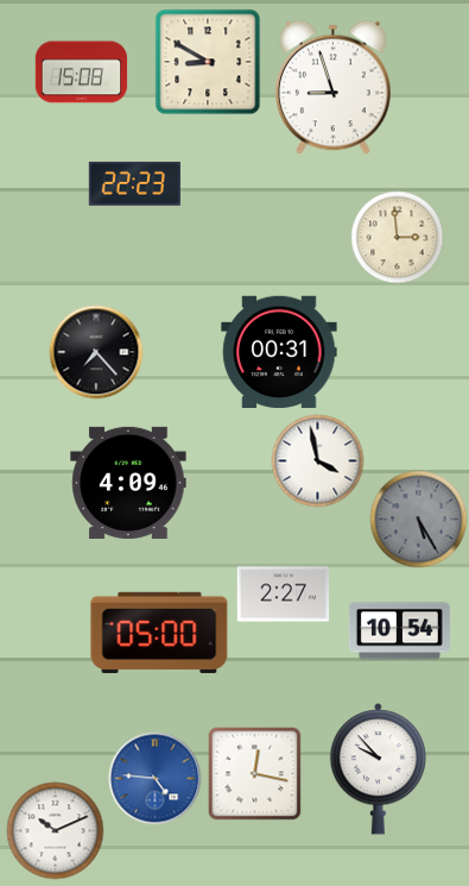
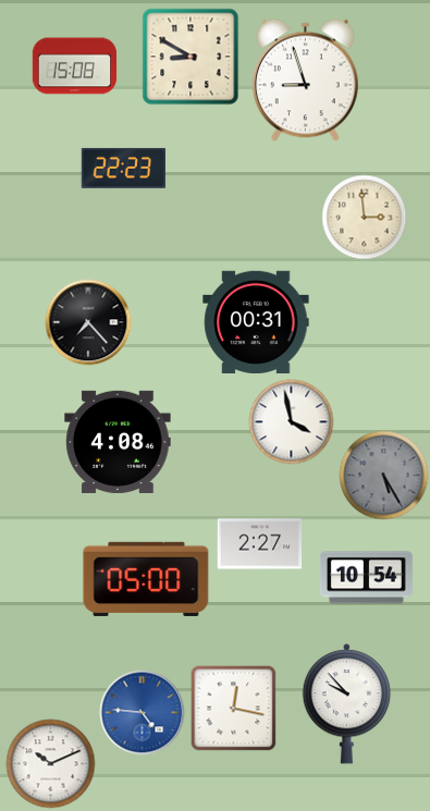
clock at (128, 483): 4:09 -> 4:08
clock at (55, 830) position: (55, 830) -> (50, 763)
